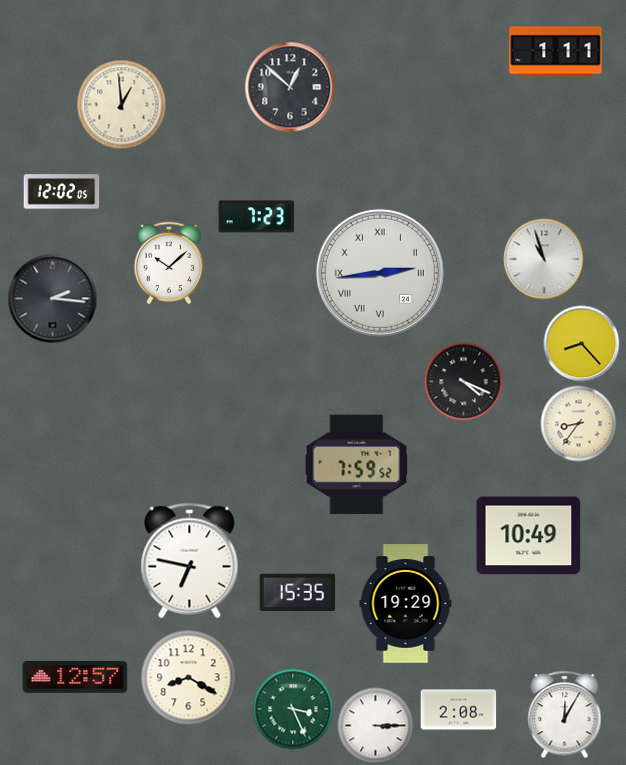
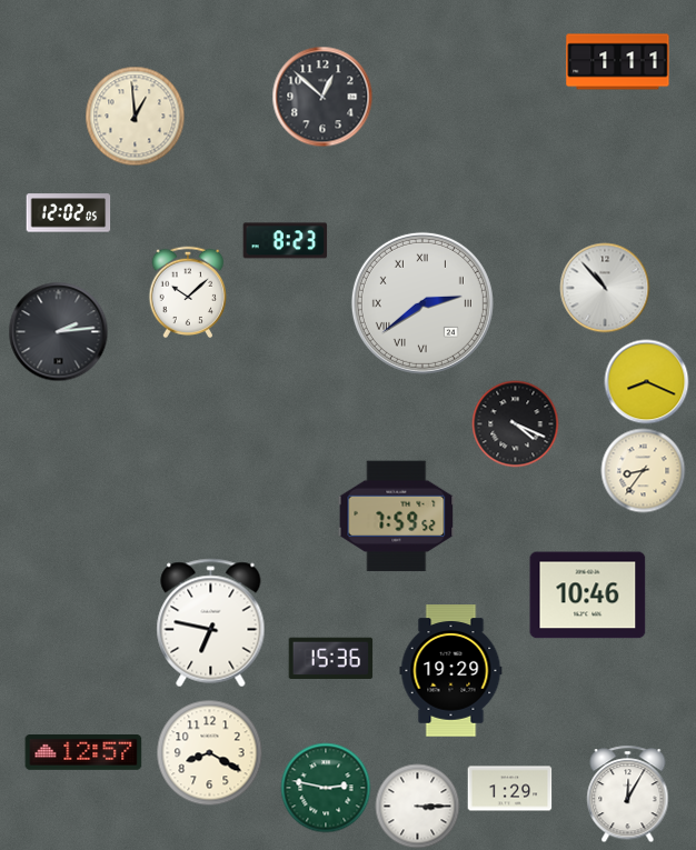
clock at (556, 52) position: (556, 52) -> (618, 62)
clock at (257, 217): 7:23 -> 8:23
clock at (544, 259): 10:57 -> 10:53
clock at (380, 273): 2:44 -> 2:39
clock at (53, 299): 2:16 -> 2:14
clock at (582, 344): 8:23 -> 8:19
clock at (529, 536): 10:49 -> 10:46
clock at (298, 592): 15:35 -> 15:36
clock at (293, 709): 3:26 -> 2:47
clock at (459, 710): 2:08 -> 1:29
